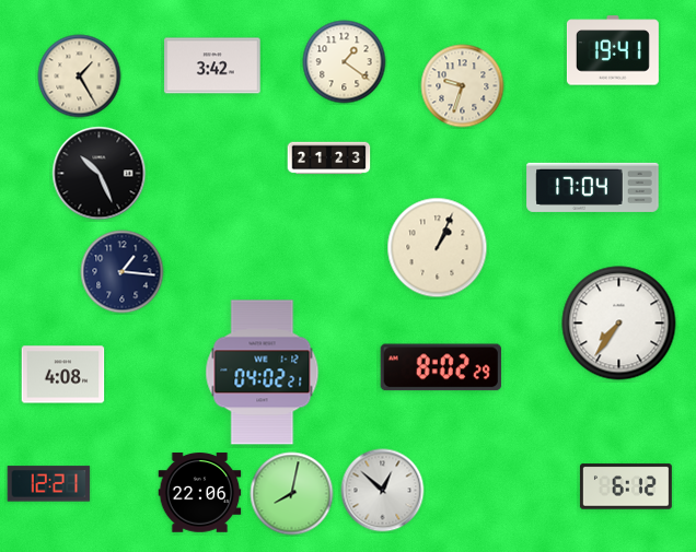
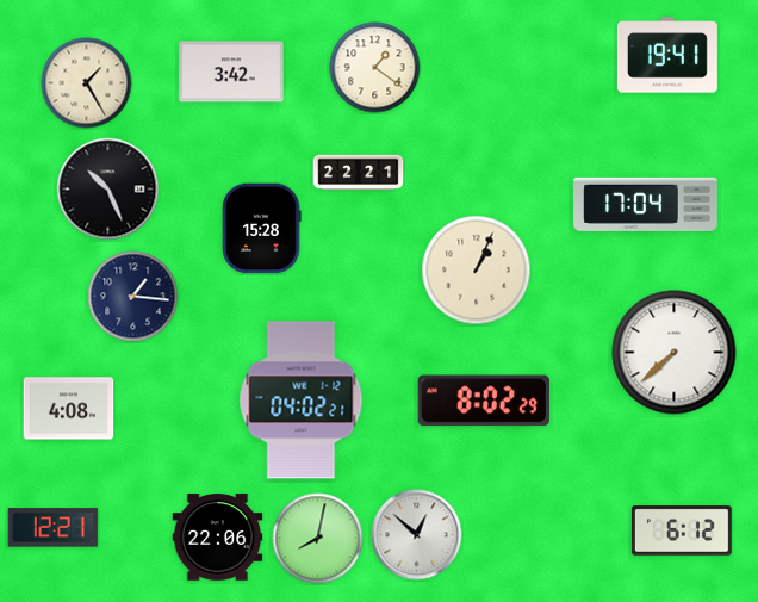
clock at (463, 86): 9:33 -> none
clock at (329, 158): 21:23 -> 22:21
clock at (261, 229): none -> 15:28
clock at (619, 324): 7:36 -> 7:38
clock at (441, 367) position: (441, 367) -> (484, 401)
clock at (263, 373) position: (263, 373) -> (302, 401)
